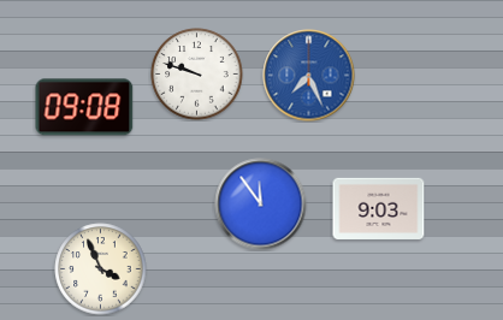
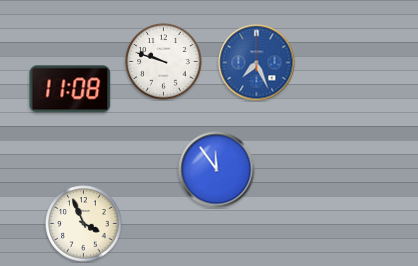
clock at (84, 107): 09:08 -> 11:08
clock at (379, 208): 9:03 -> none
